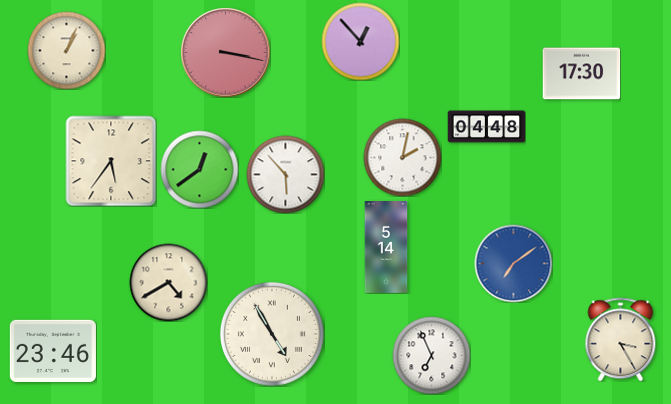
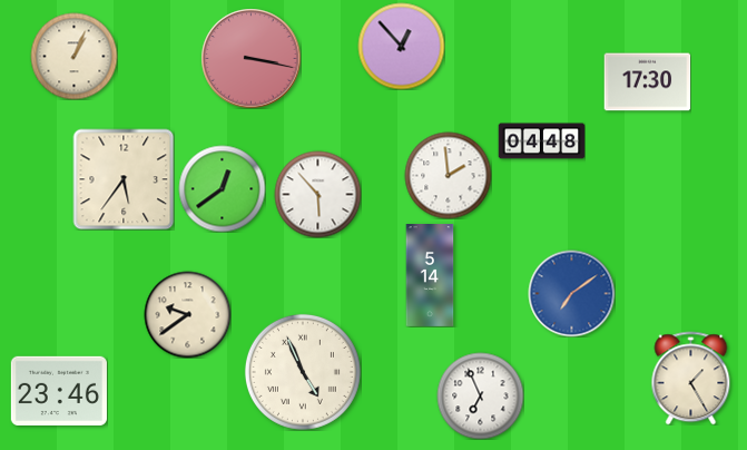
clock at (402, 157): 2:02 -> 1:59
clock at (168, 282): 4:40 -> 9:39
clock at (272, 334): 4:55 -> 4:56
clock at (621, 339): 3:25 -> 1:25
